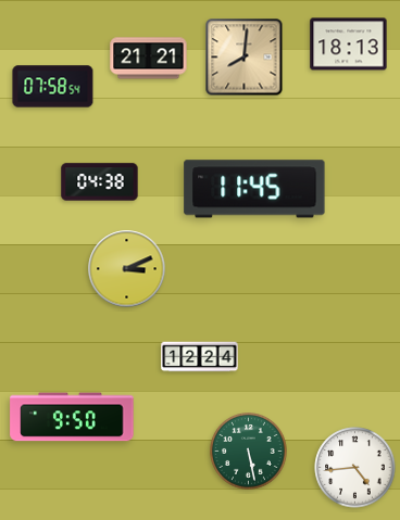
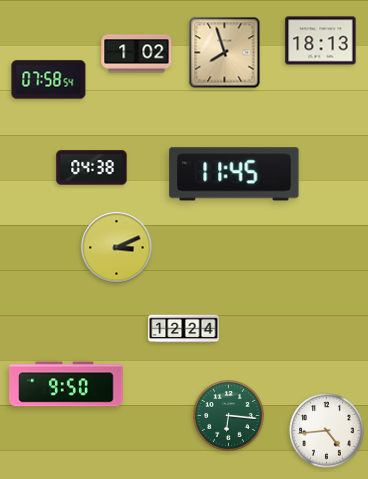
clock at (245, 58): 8:01 -> 7:57
clock at (149, 59): 21:21 -> 1:02
clock at (249, 452): 5:28 -> 6:16
